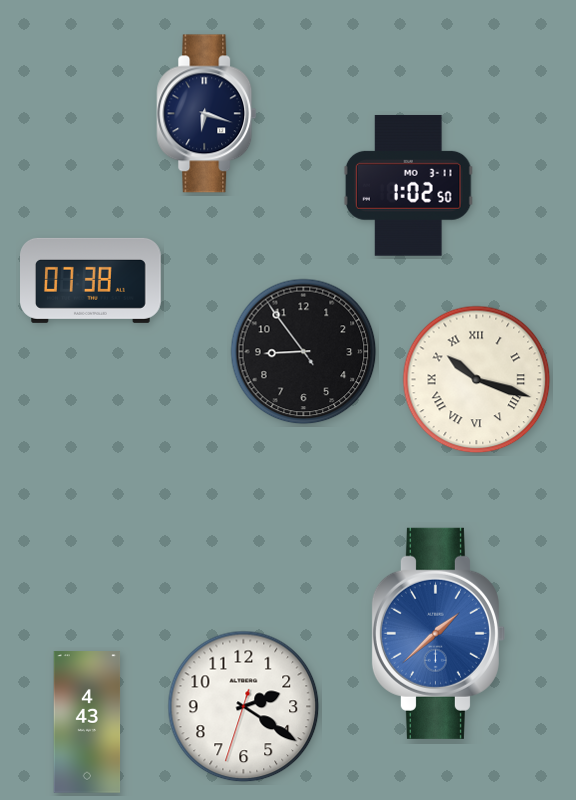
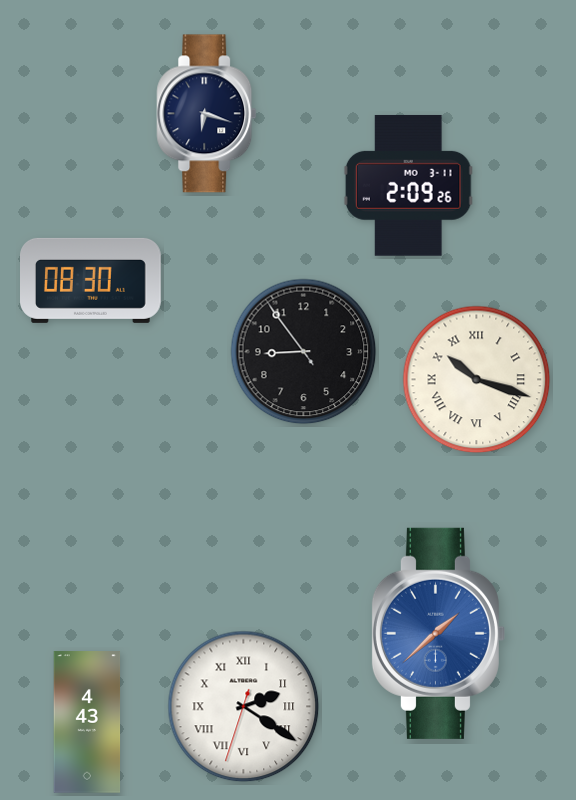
clock at (408, 185): 1:02 -> 2:09
clock at (91, 280): 07:38 -> 08:30
clock at (244, 707) numerals: Arabic -> Roman
